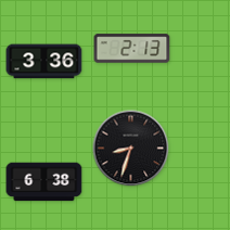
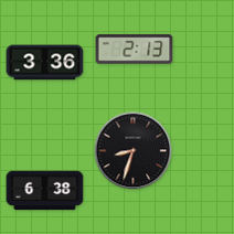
clock at (44, 182) position: (44, 182) -> (45, 191)
